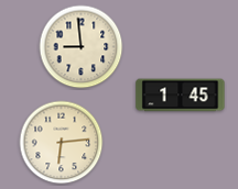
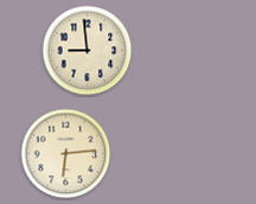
clock at (181, 96): 1:45 -> none
